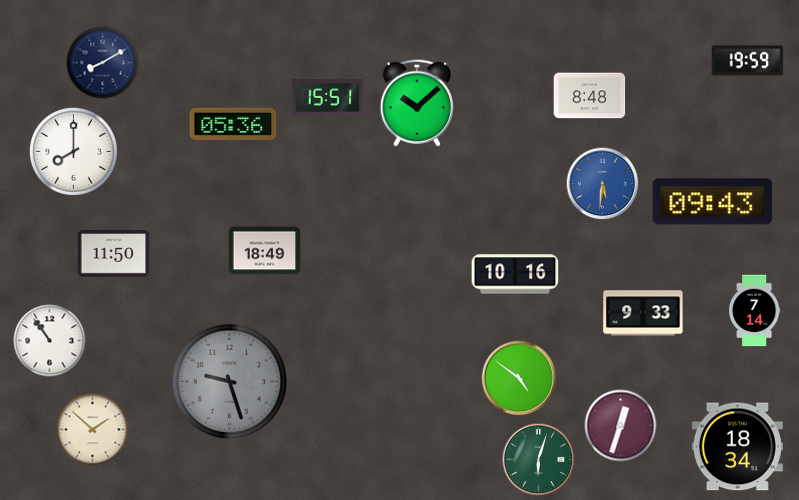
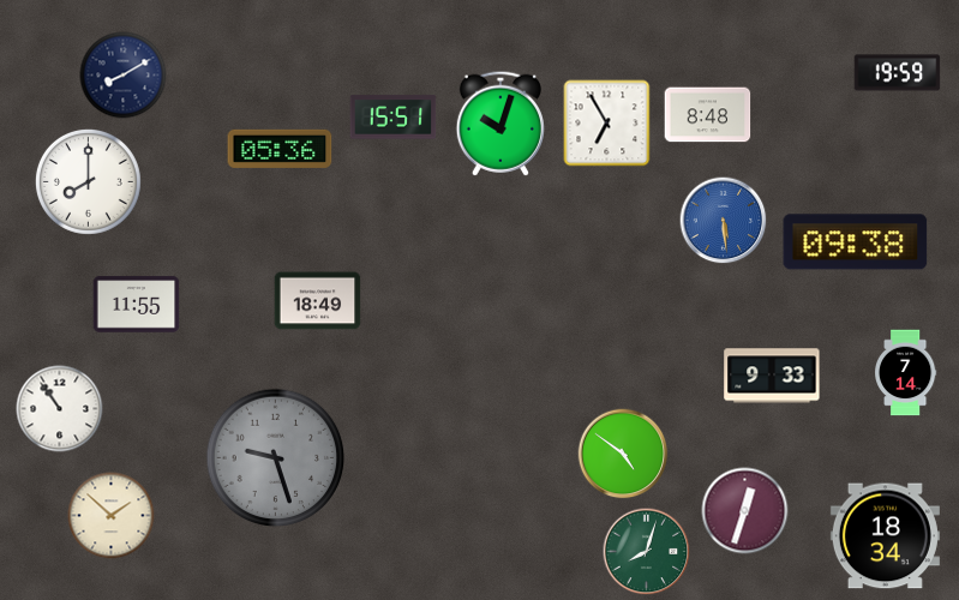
clock at (417, 103): 10:08 -> 10:03
clock at (607, 124): none -> 6:55
clock at (603, 184): 5:31 -> 5:29
clock at (713, 202): 09:43 -> 09:38
clock at (114, 254): 11:50 -> 11:55
clock at (515, 274): 10:16 -> none
clock at (539, 460): 6:03 -> 8:03
